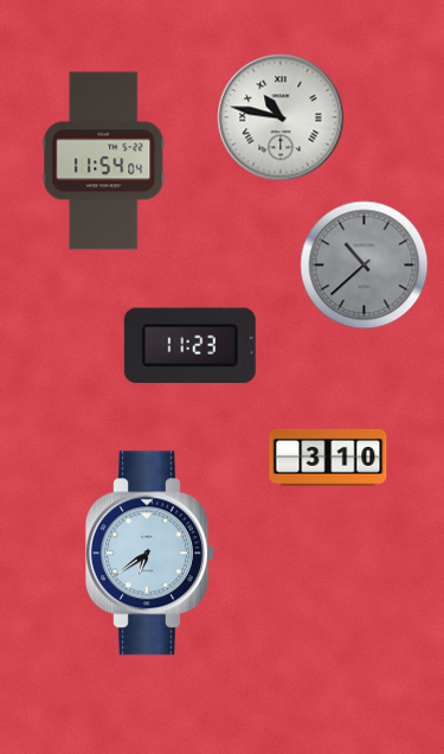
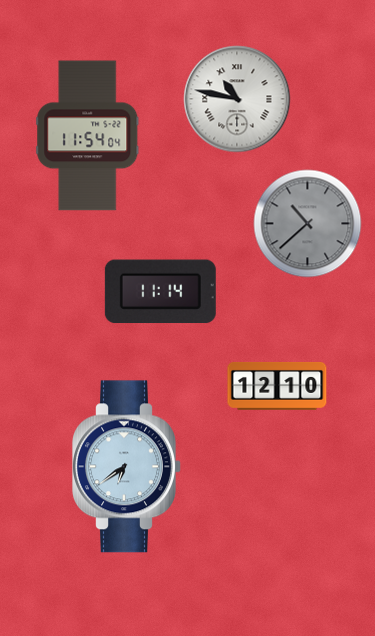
clock at (189, 346): 11:23 -> 11:14
clock at (328, 458): 3:10 -> 12:10
